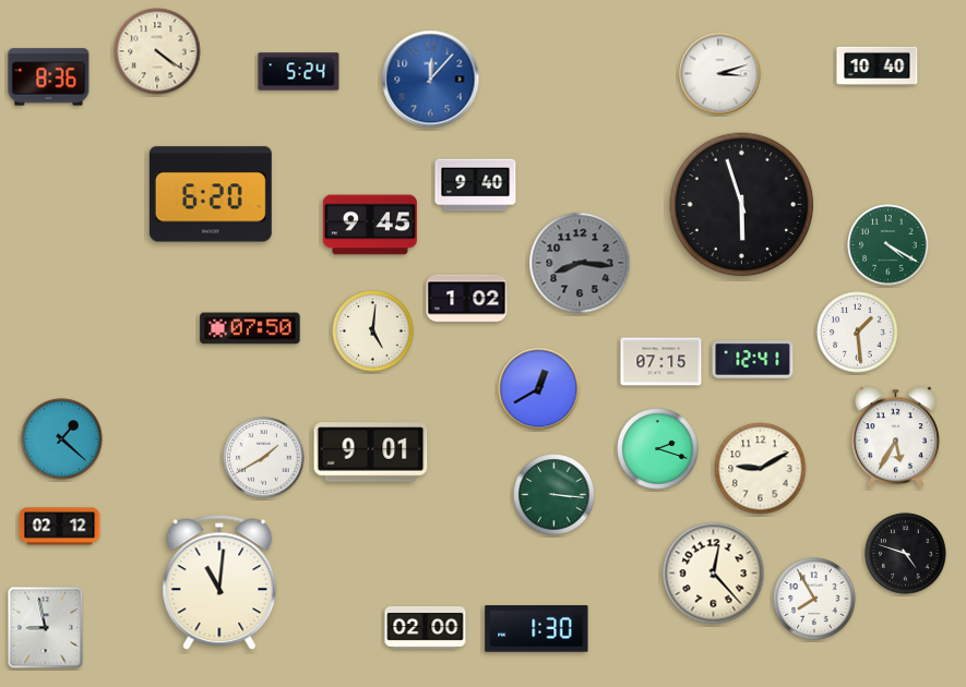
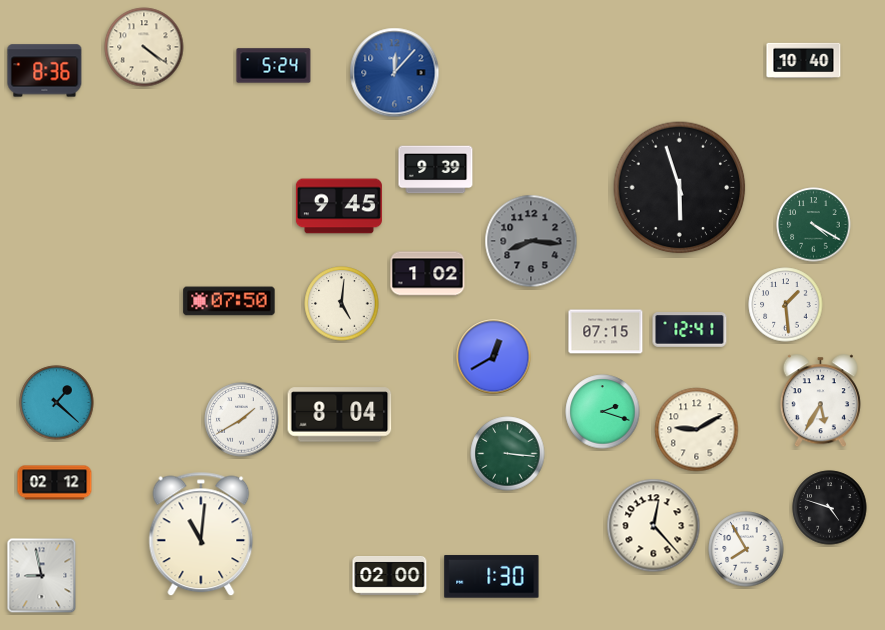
clock at (720, 74): 3:12 -> none
clock at (476, 185): 9:40 -> 9:39
clock at (211, 194): 6:20 -> none
clock at (371, 453): 9:01 -> 8:04
